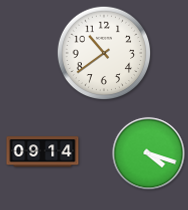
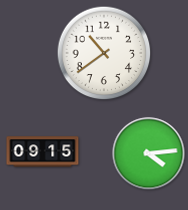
clock at (43, 152): 09:14 -> 09:15
clock at (149, 154): 4:18 -> 4:14
